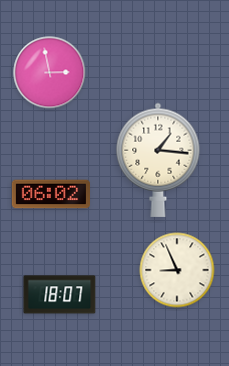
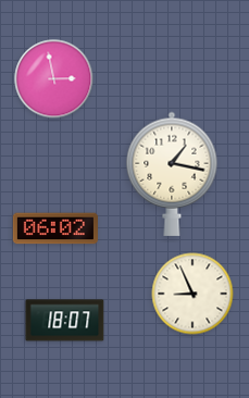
clock at (158, 160): 1:16 -> 1:17
clock at (51, 194) position: (51, 194) -> (55, 228)
